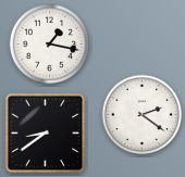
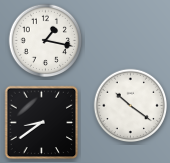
clock at (143, 115): 2:21 -> 10:21
